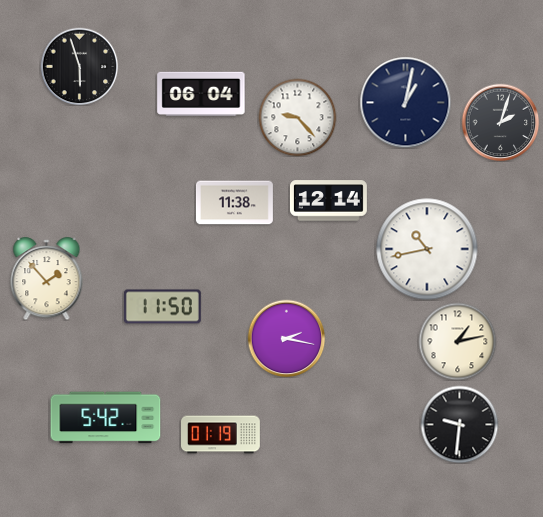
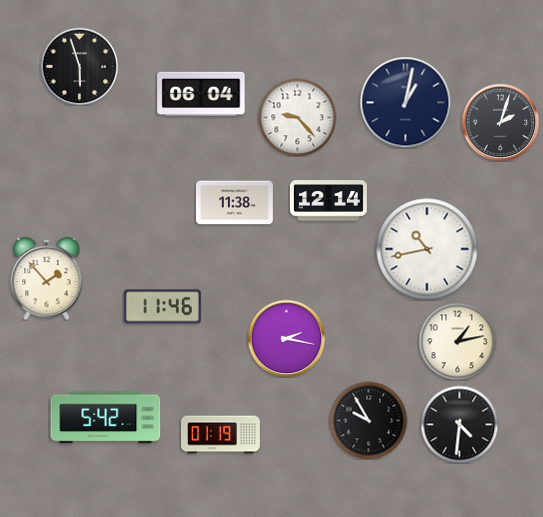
clock at (162, 307): 11:50 -> 11:46
clock at (368, 420): none -> 9:55
clock at (459, 424): 9:31 -> 4:31
